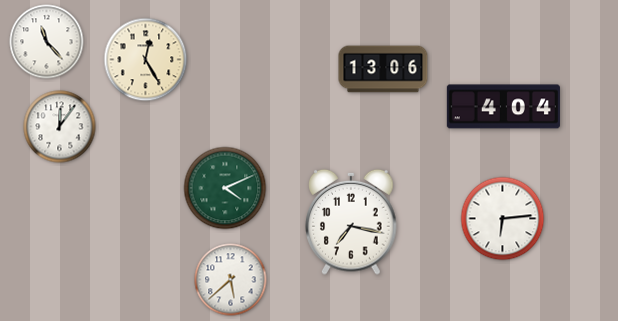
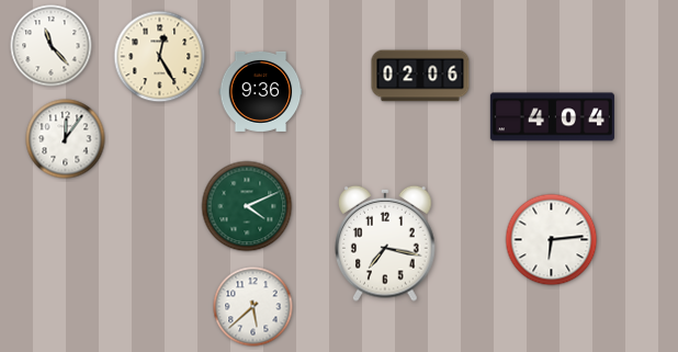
clock at (146, 60) position: (146, 60) -> (160, 57)
clock at (383, 69): 13:06 -> 02:06
clock at (261, 91): none -> 9:36
